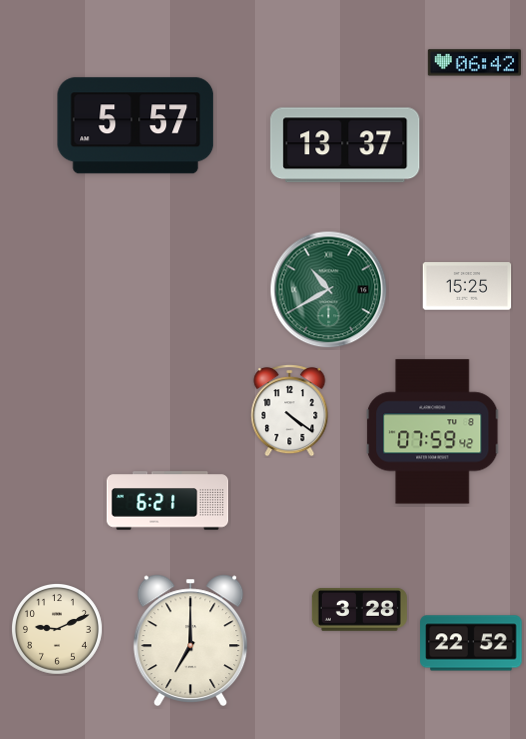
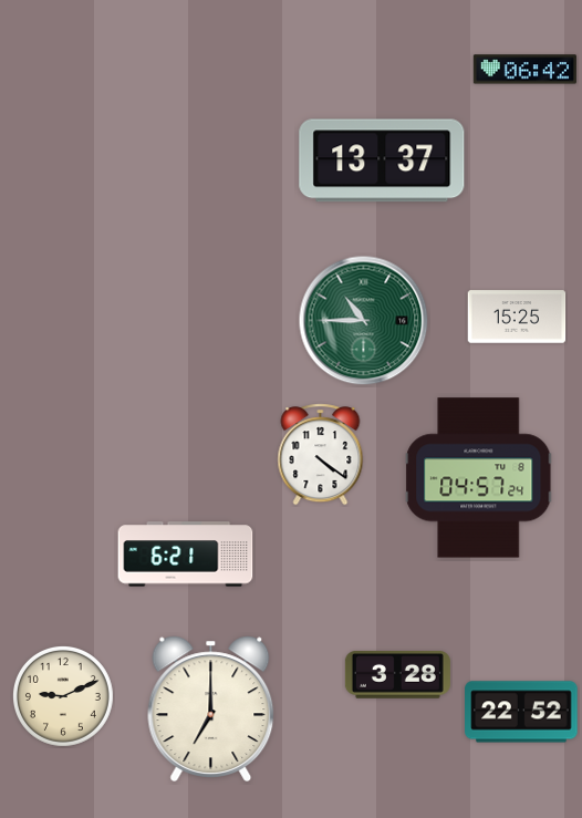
clock at (136, 126): 5:57 -> none
clock at (329, 290): 10:40 -> 10:45
clock at (433, 432): 07:59 -> 04:57
